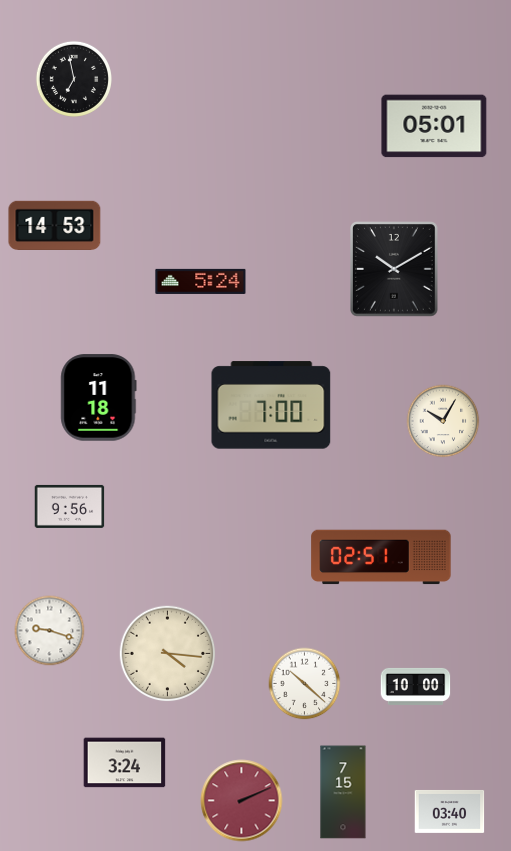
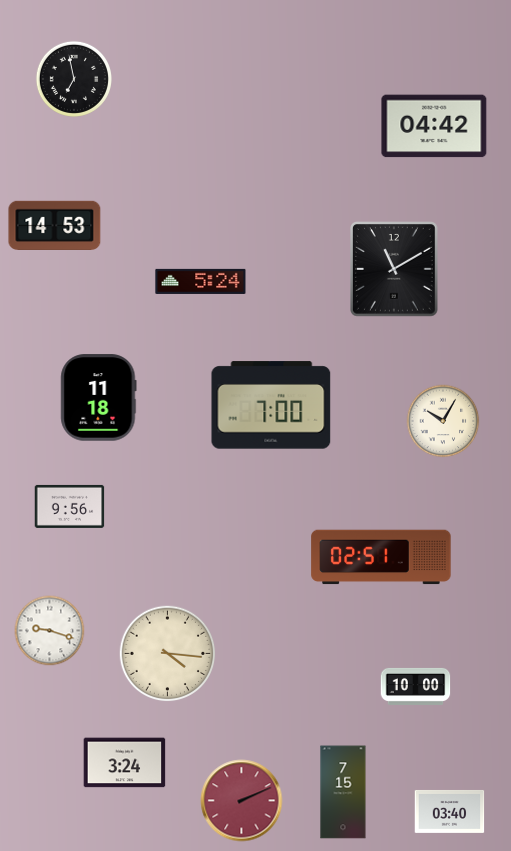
clock at (434, 126): 05:01 -> 04:42
clock at (395, 270): 10:10 -> 11:10
clock at (305, 684): 10:22 -> none
